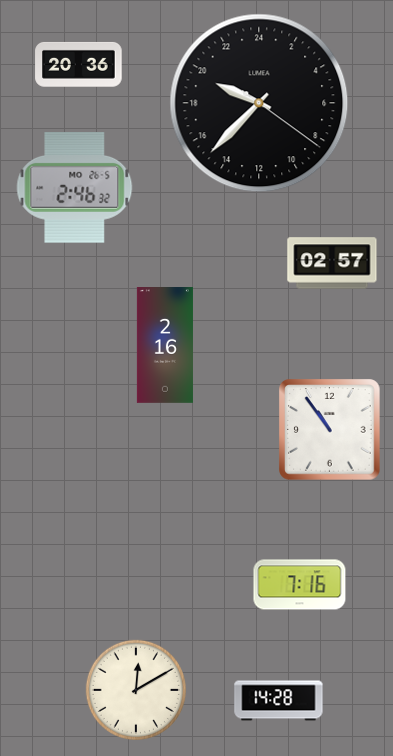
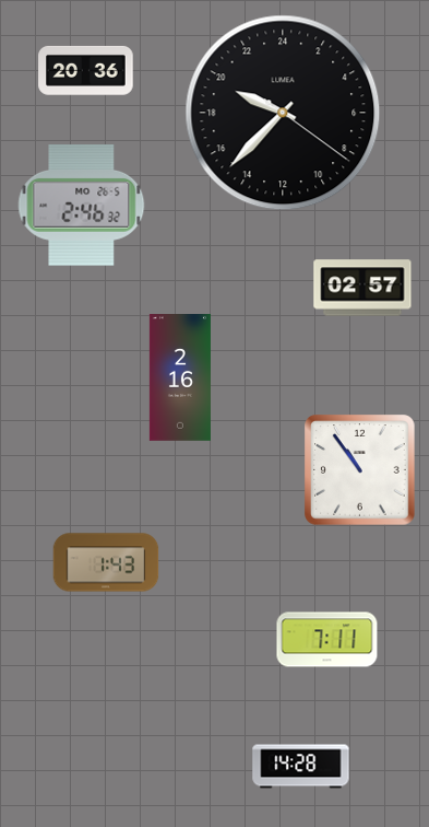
clock at (106, 562): none -> 1:43
clock at (300, 585): 7:16 -> 7:11
clock at (136, 690): 12:10 -> none
clock at (279, 701) position: (279, 701) -> (301, 767)
